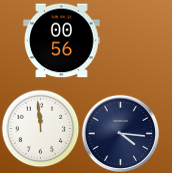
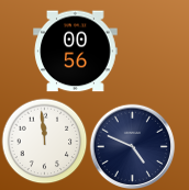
clock at (62, 41) position: (62, 41) -> (76, 52)
clock at (120, 133): 4:16 -> 4:49
